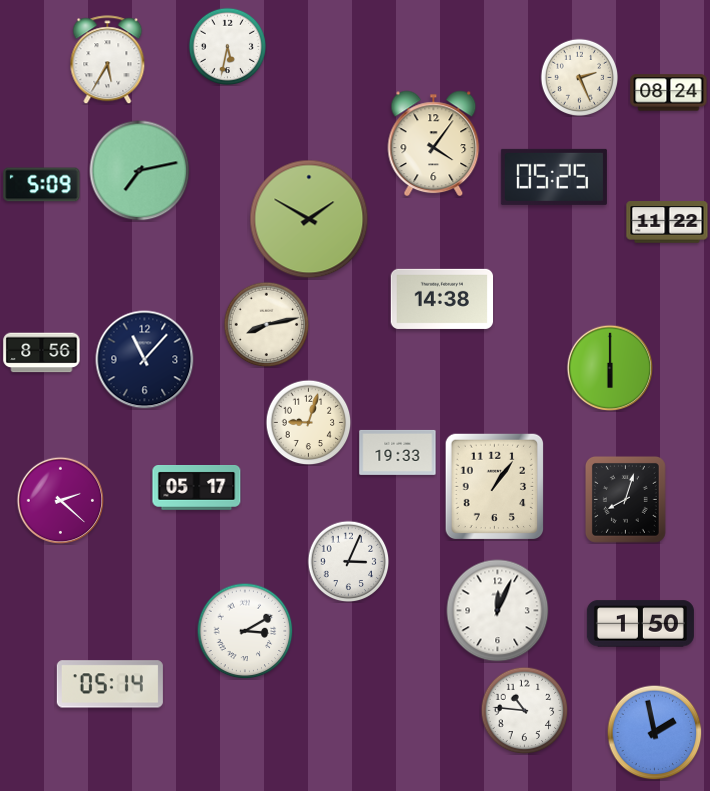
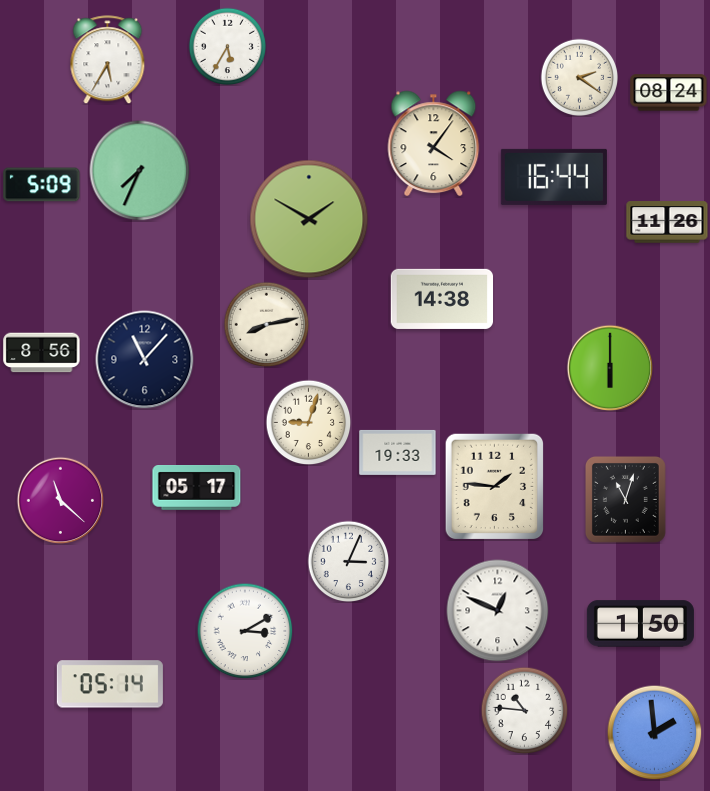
clock at (227, 46): 5:32 -> 5:35
clock at (579, 77): 2:26 -> 2:21
clock at (140, 171): 7:13 -> 7:34
clock at (554, 177): 05:25 -> 16:44
clock at (667, 222): 11:22 -> 11:26
clock at (495, 487): 1:06 -> 1:46
clock at (625, 499): 8:03 -> 11:03
clock at (60, 500): 2:22 -> 11:22
clock at (498, 611): 12:04 -> 12:49
clock at (654, 732): 1:58 -> 1:59
